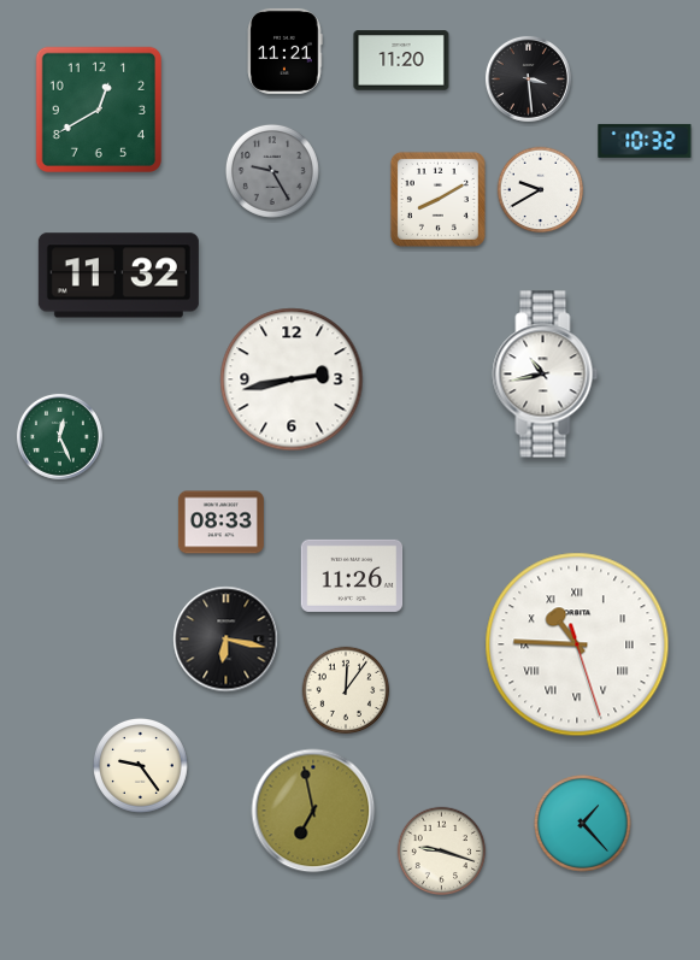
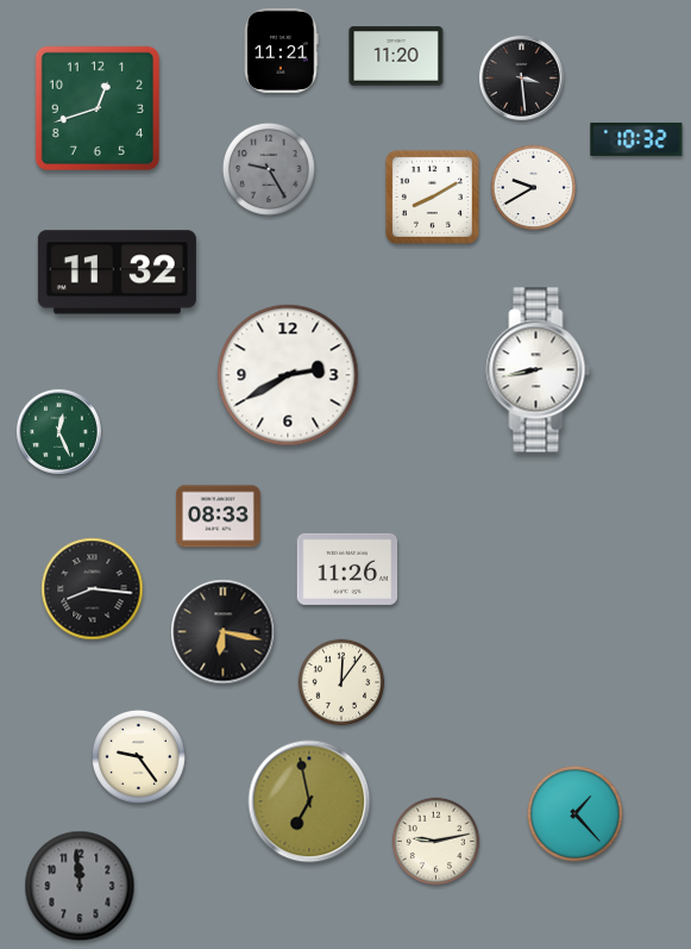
clock at (401, 60) position: (401, 60) -> (396, 56)
clock at (98, 108): 12:40 -> 12:42
clock at (546, 375): 10:43 -> 8:43
clock at (292, 379): 2:43 -> 2:40
clock at (93, 589): none -> 8:16
clock at (577, 644): 10:45 -> none
clock at (442, 852): 9:18 -> 9:13
clock at (80, 886): none -> 11:59
